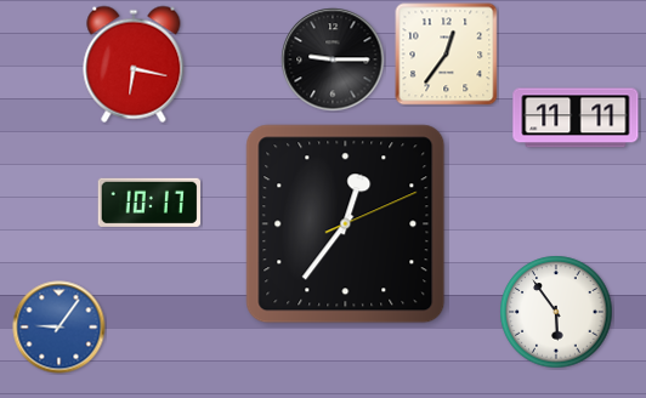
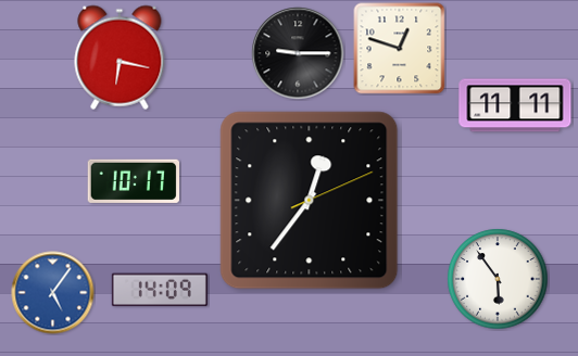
clock at (447, 55): 12:36 -> 12:48
clock at (160, 290): none -> 14:09
clock at (59, 328): 9:06 -> 5:06
